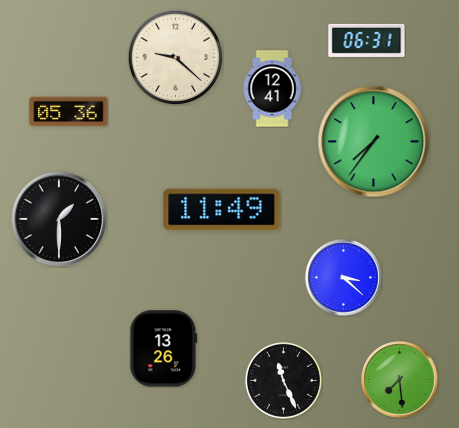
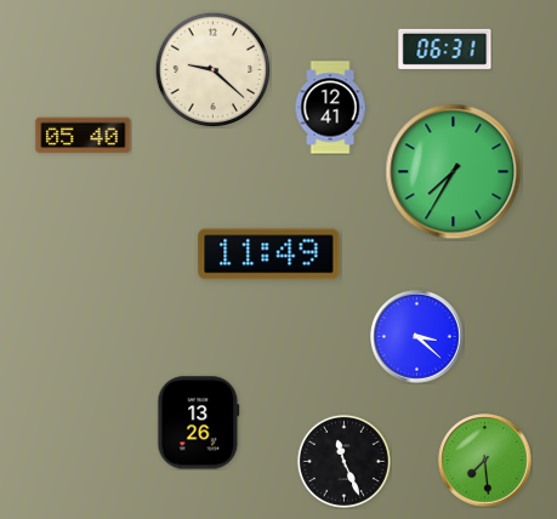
clock at (69, 112): 05:36 -> 05:40
clock at (374, 142): 7:36 -> 7:35
clock at (59, 219): 1:30 -> none
